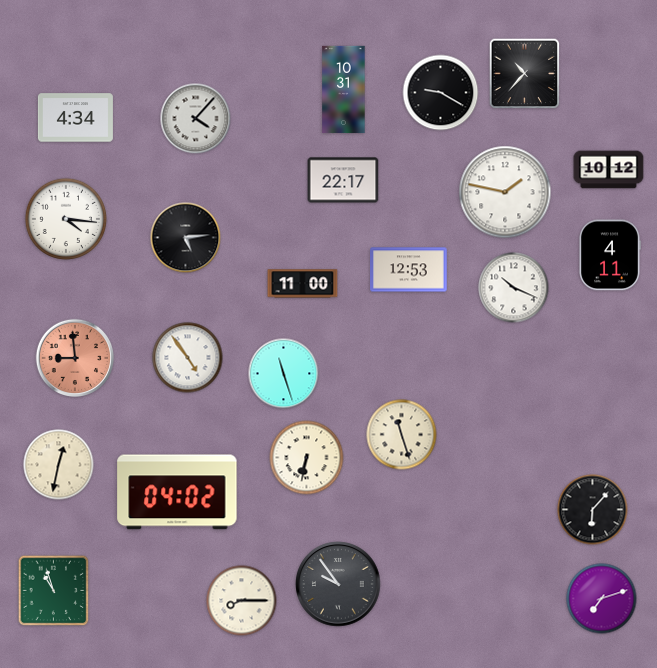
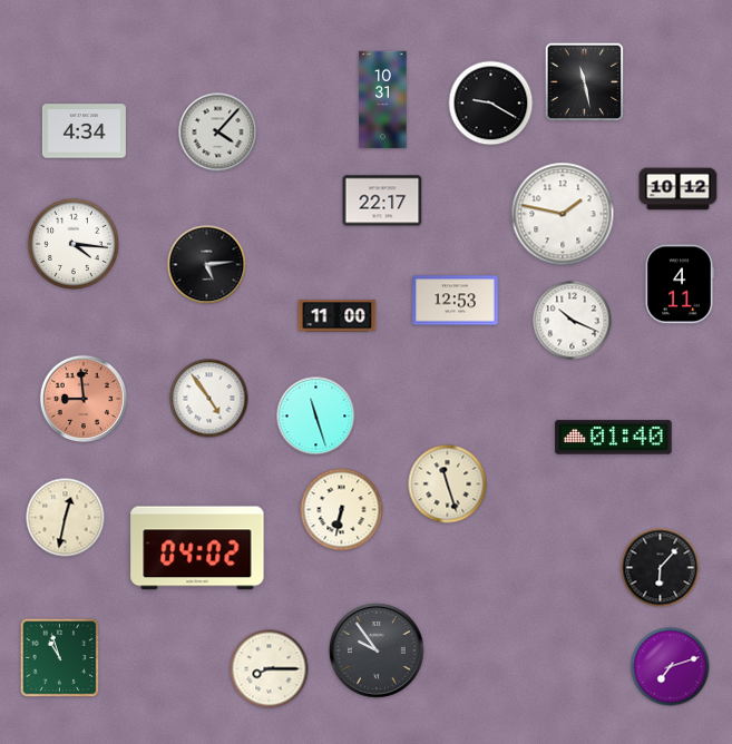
clock at (525, 74): 10:37 -> 11:28
clock at (614, 438): none -> 01:40
